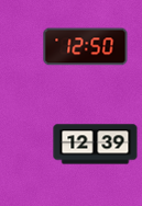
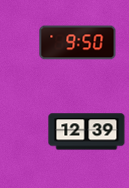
clock at (86, 47): 12:50 -> 9:50
